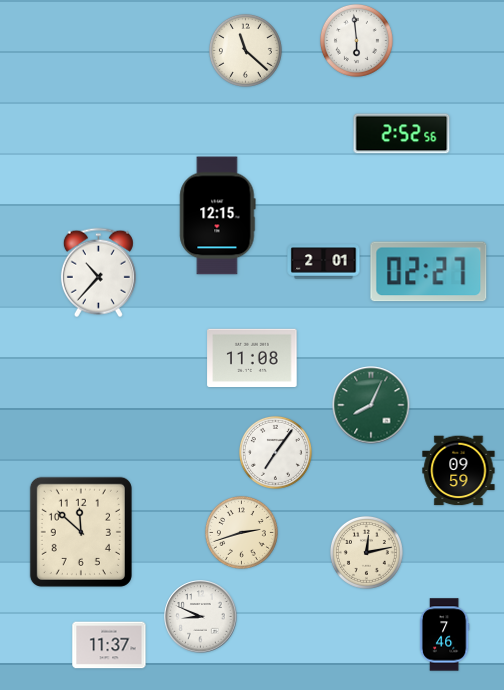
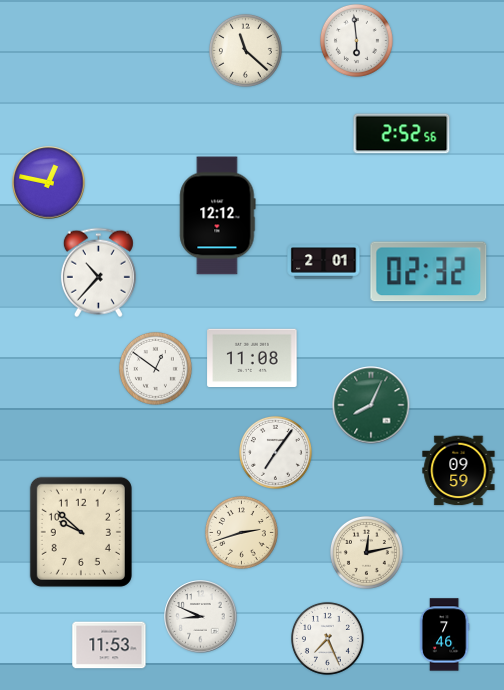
clock at (49, 183): none -> 12:47
clock at (218, 216): 12:15 -> 12:12
clock at (429, 272): 02:27 -> 02:32
clock at (155, 368): none -> 12:51
clock at (81, 532): 11:52 -> 9:52
clock at (327, 638): none -> 7:26
clock at (109, 645): 11:37 -> 11:53
